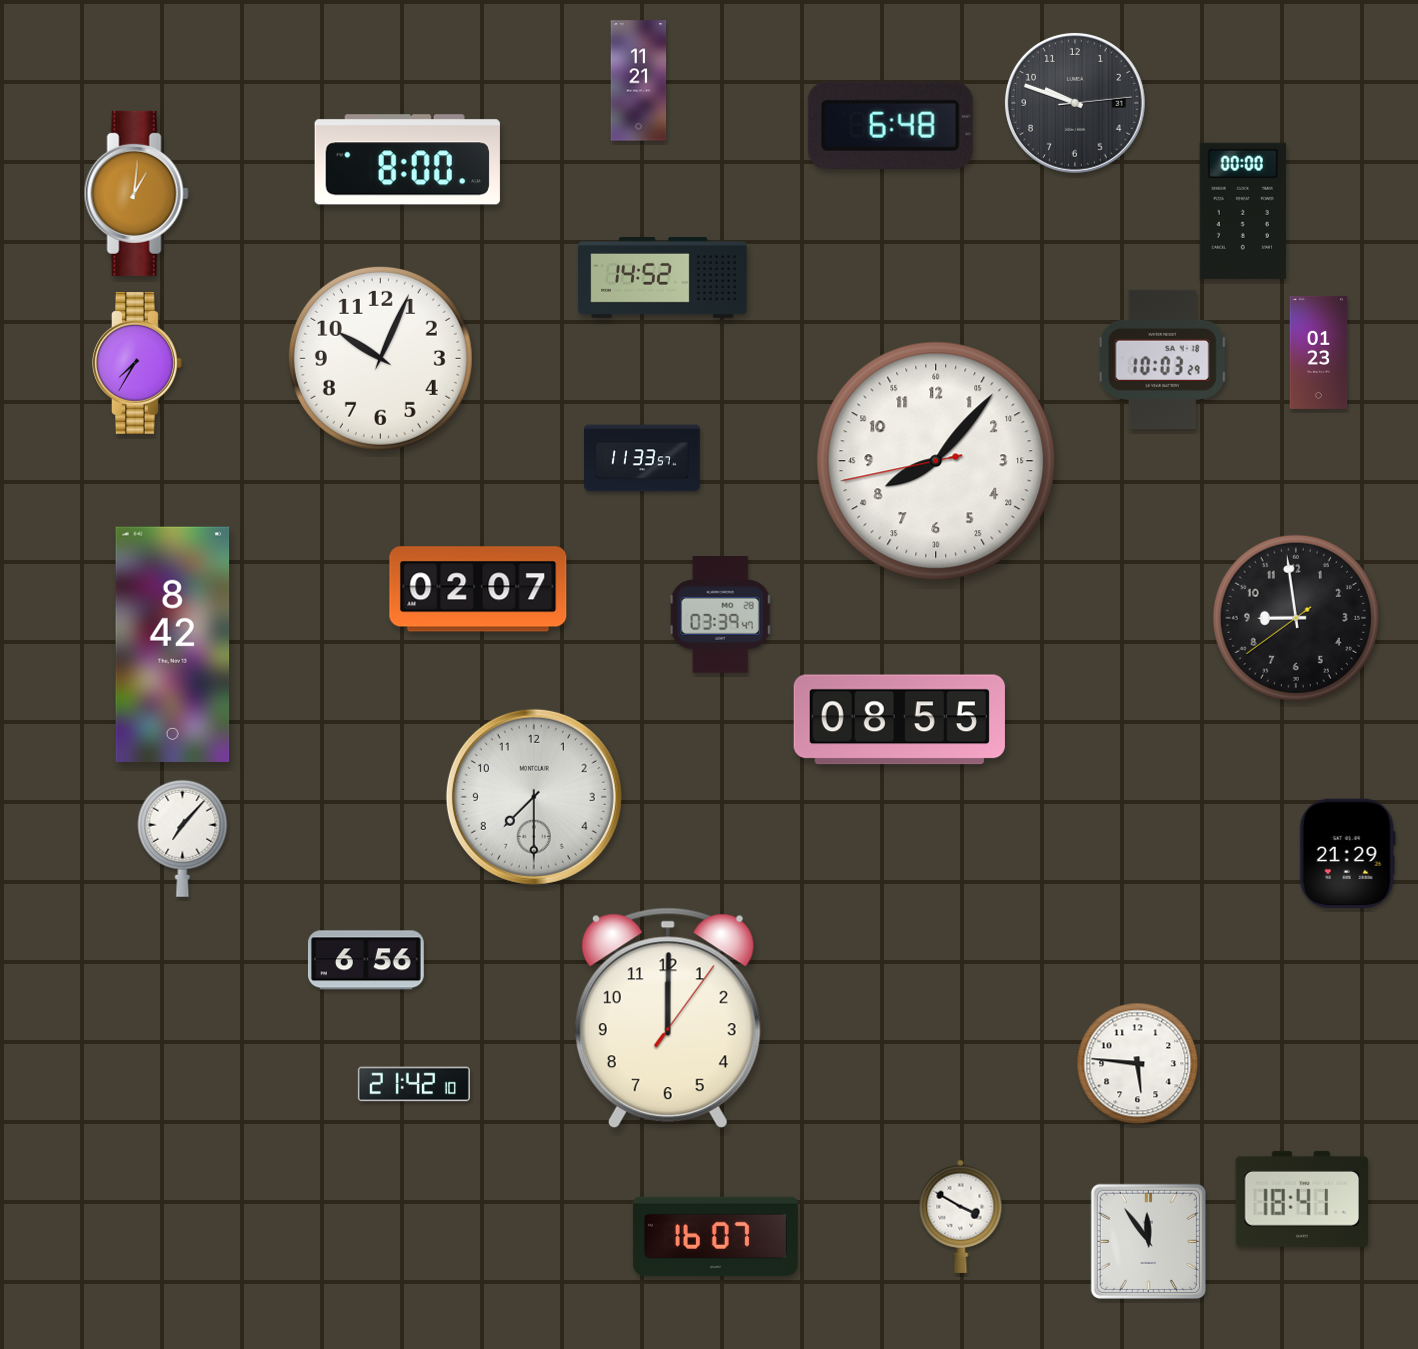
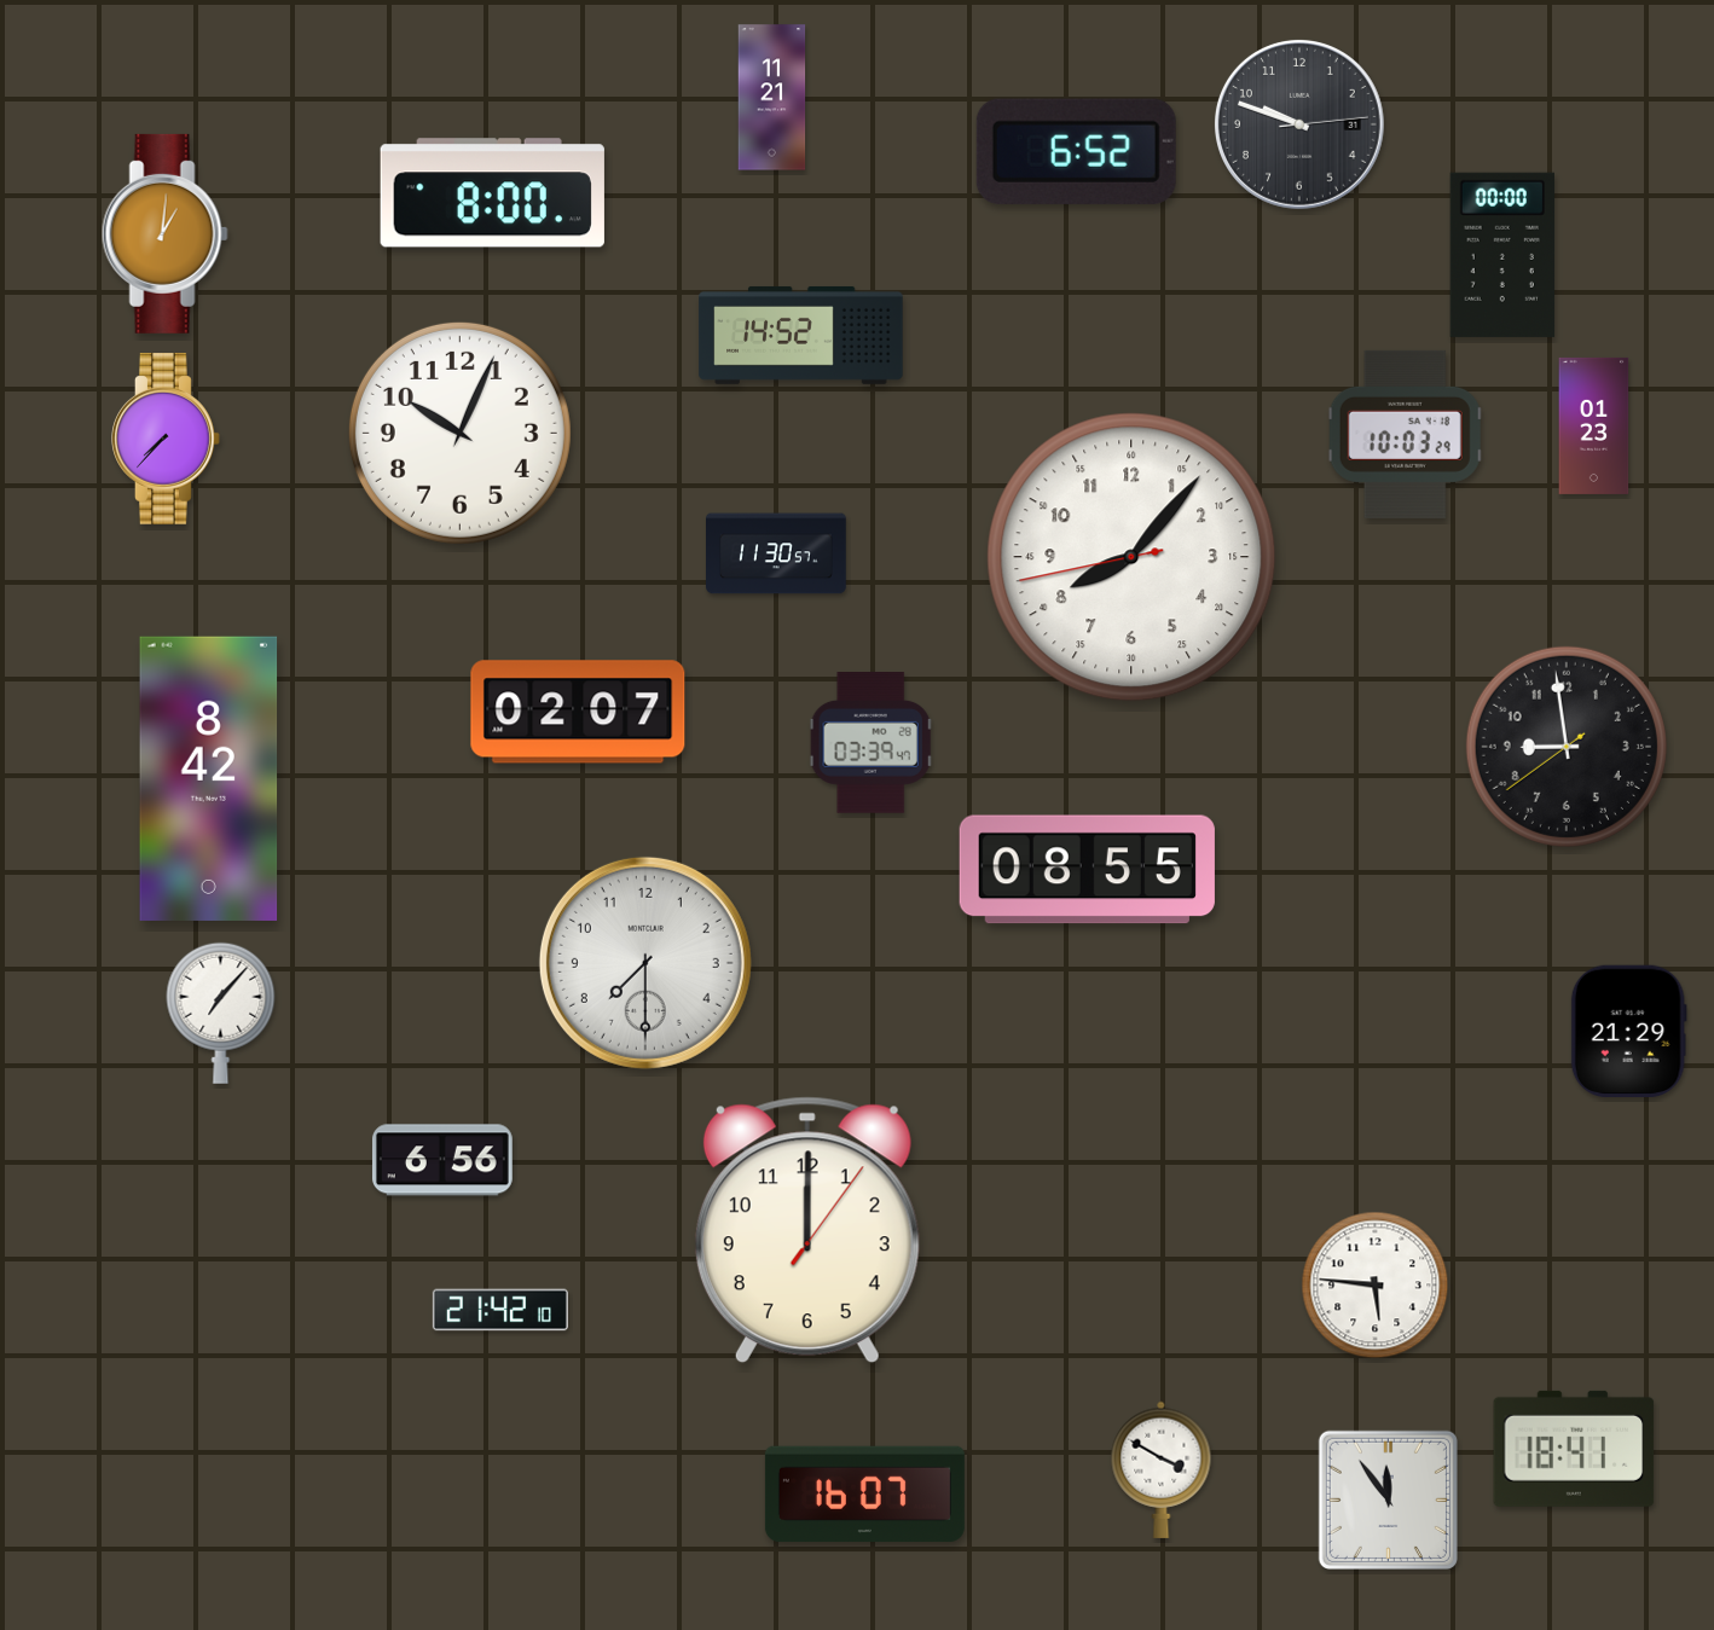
clock at (890, 125): 6:48 -> 6:52
clock at (138, 364): 7:35 -> 7:37
clock at (643, 458): 11:33 -> 11:30
